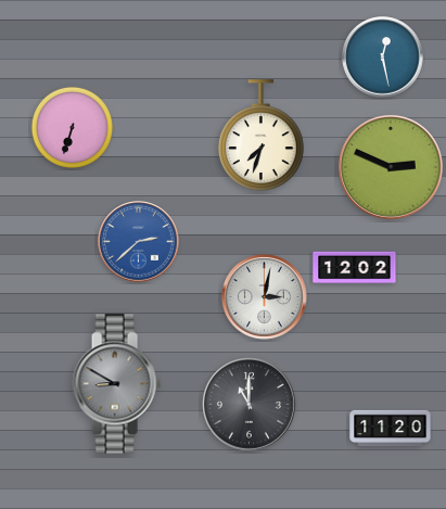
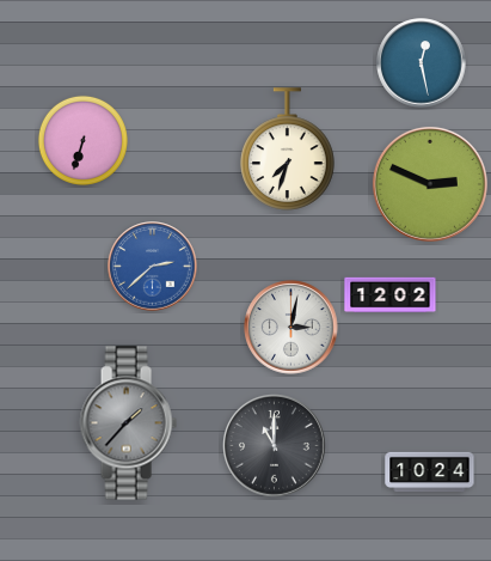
clock at (72, 127) position: (72, 127) -> (82, 140)
clock at (116, 384): 8:50 -> 1:37
clock at (391, 429): 11:20 -> 10:24
